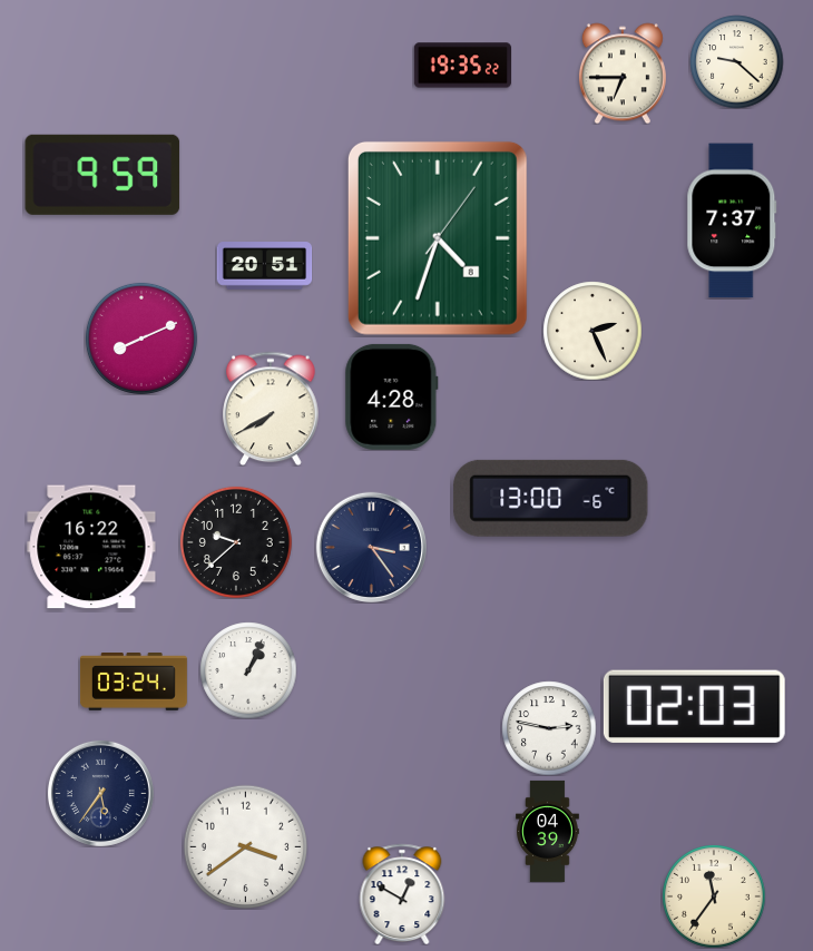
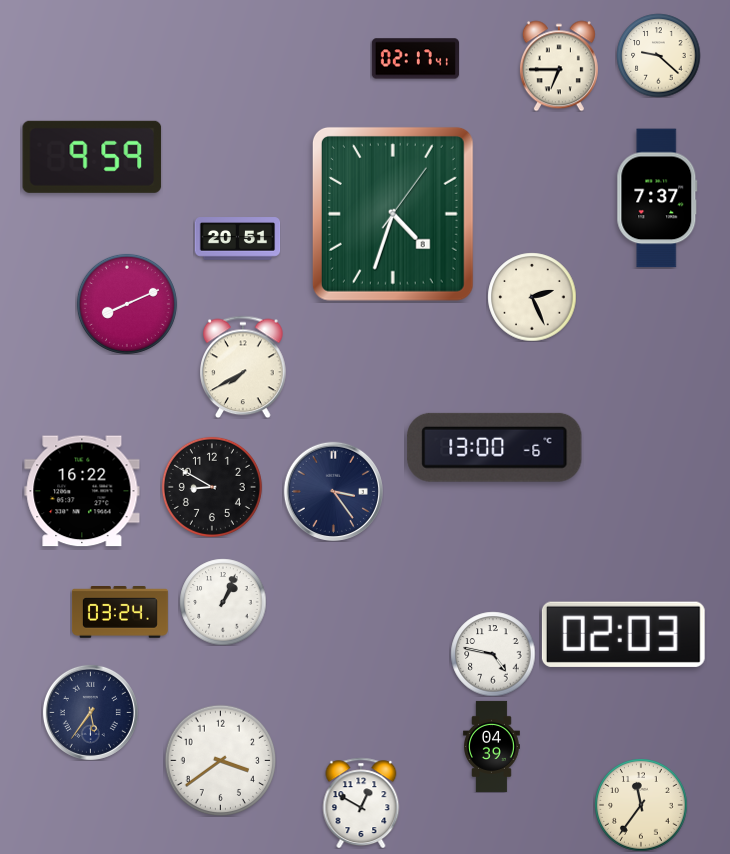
clock at (736, 61) position: (736, 61) -> (658, 55)
clock at (462, 66): 19:35 -> 02:17
clock at (392, 396): 4:28 -> none
clock at (236, 542): 9:38 -> 8:50
clock at (549, 728): 2:47 -> 4:47
